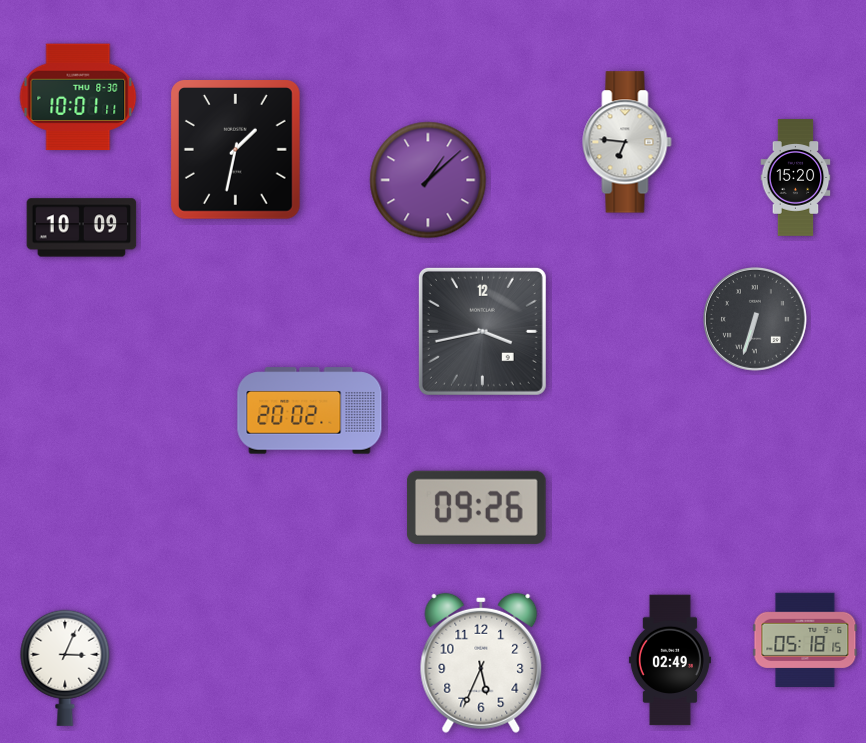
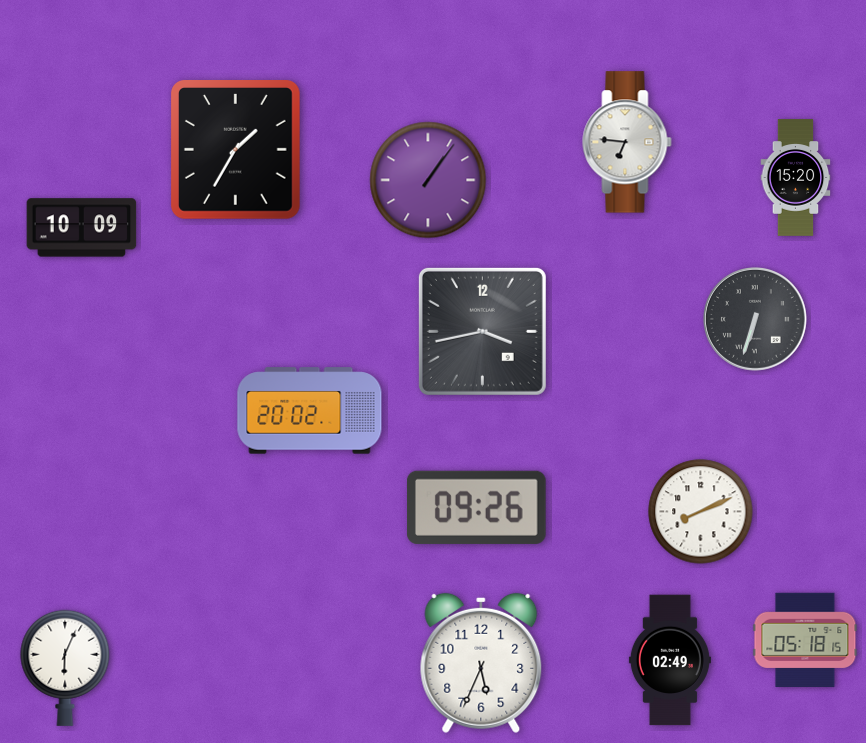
clock at (78, 97): 10:01 -> none
clock at (235, 149): 1:32 -> 1:35
clock at (428, 180): 1:08 -> 1:06
clock at (701, 512): none -> 8:11
clock at (65, 668): 3:04 -> 6:04
